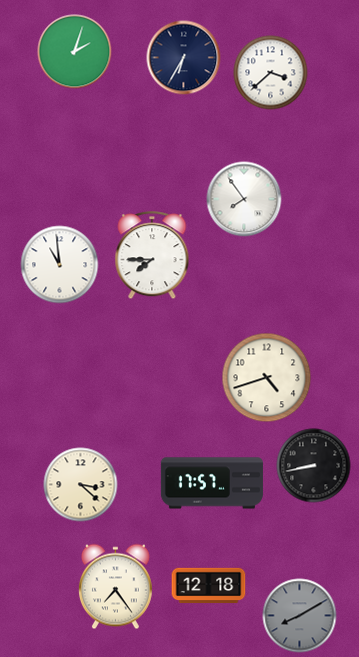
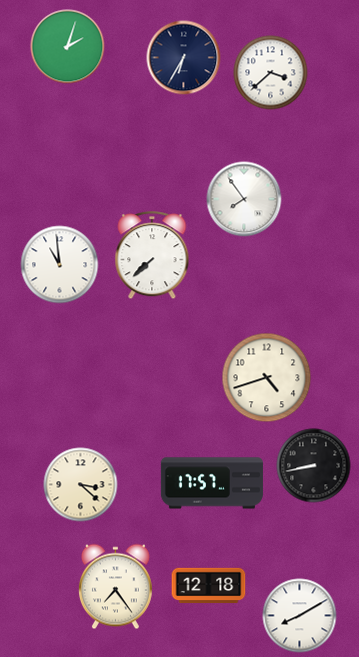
clock at (75, 52) position: (75, 52) -> (68, 47)
clock at (152, 256): 7:45 -> 7:38
clock at (300, 616) dial: grey -> white
